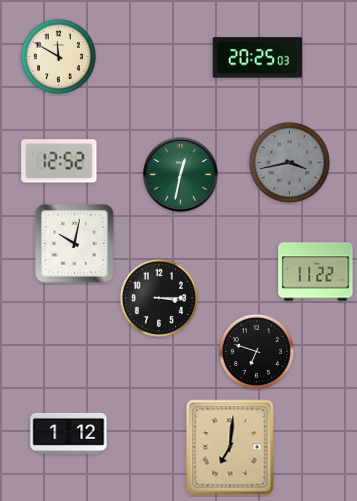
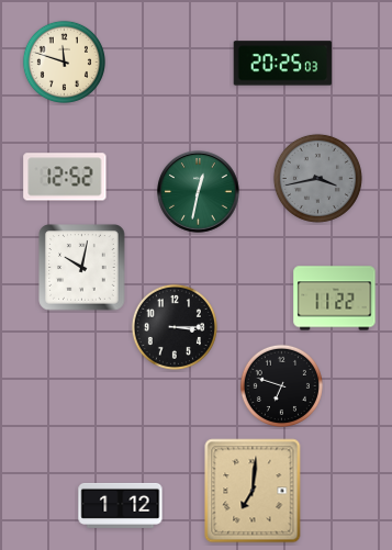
clock at (58, 56): 11:50 -> 11:48
clock at (316, 272) position: (316, 272) -> (335, 299)
clock at (69, 433) position: (69, 433) -> (121, 505)
